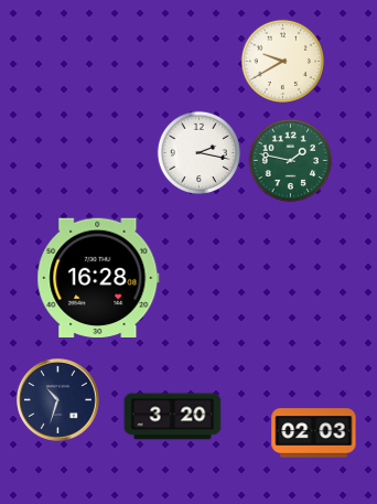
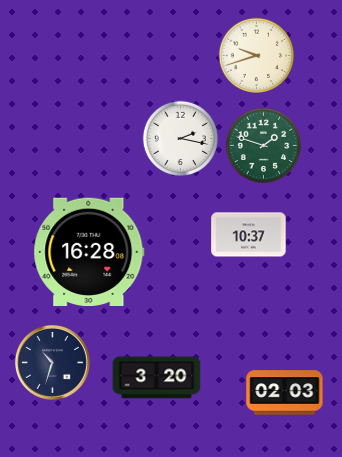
clock at (282, 61): 9:40 -> 9:42
clock at (290, 160): 1:47 -> 1:48
clock at (249, 235): none -> 10:37
